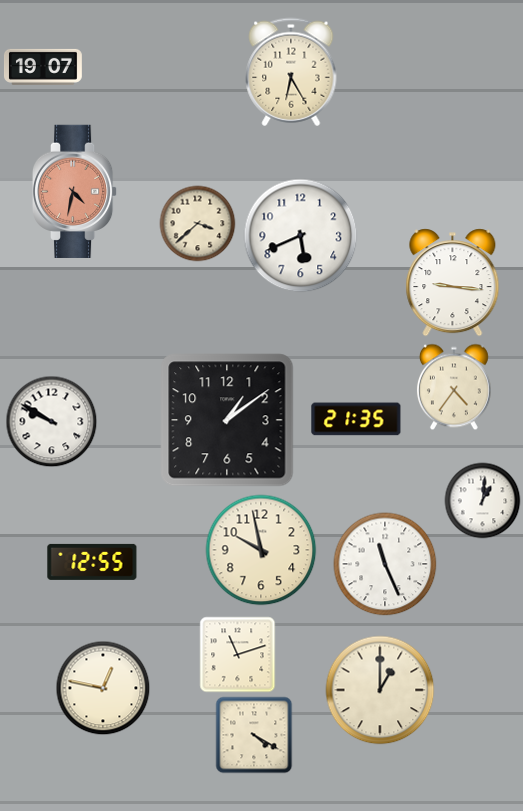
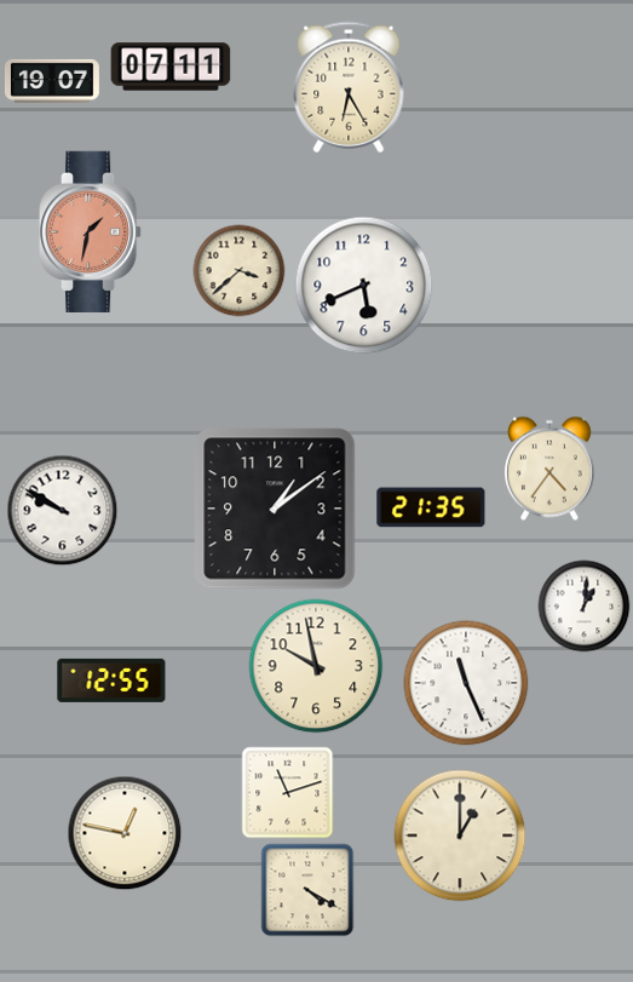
clock at (171, 67): none -> 07:11
clock at (291, 72) position: (291, 72) -> (349, 87)
clock at (75, 191): 4:32 -> 1:32
clock at (453, 283): 9:16 -> none
